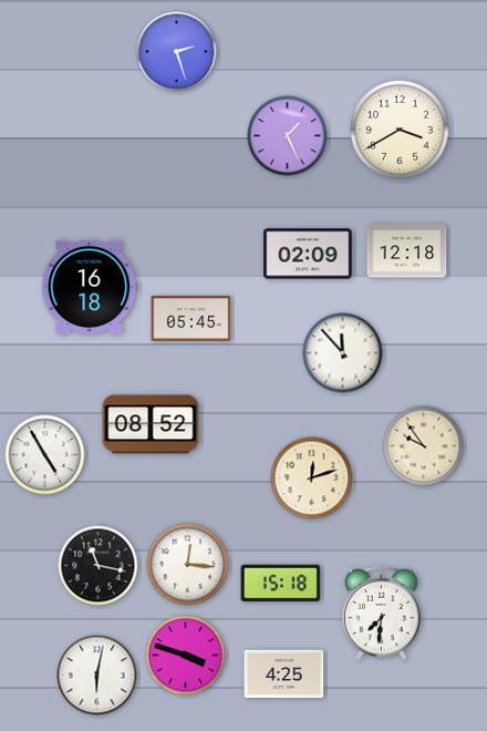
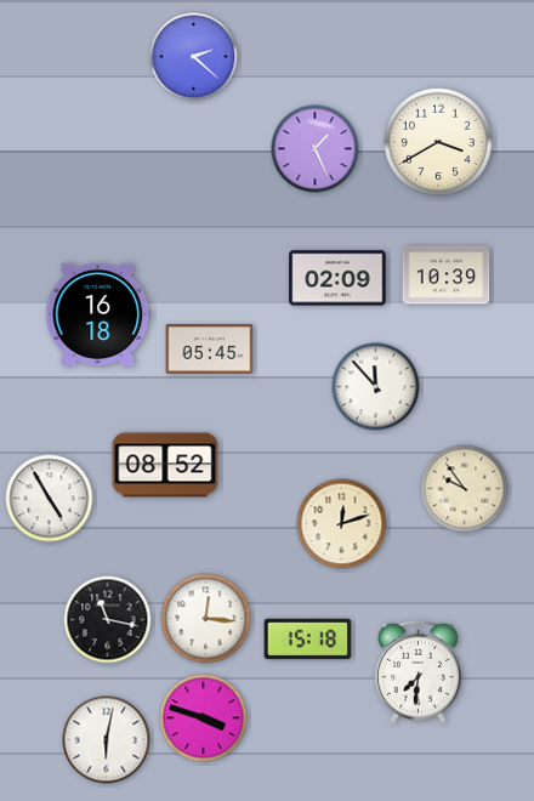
clock at (177, 52): 2:27 -> 2:22
clock at (407, 251): 12:18 -> 10:39
clock at (284, 675): 4:25 -> none
